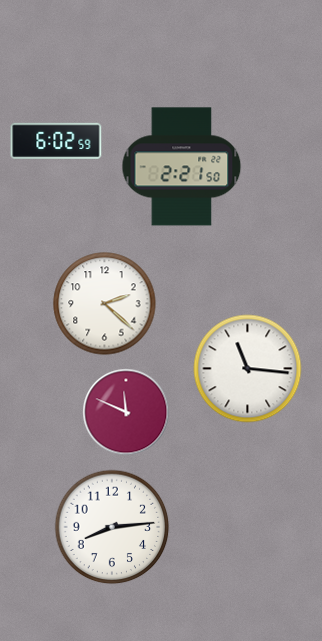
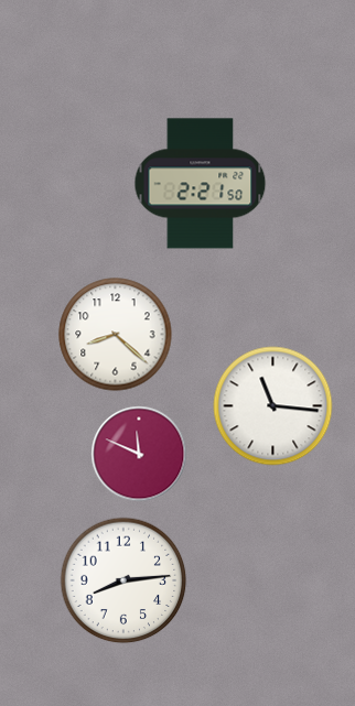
clock at (56, 141): 6:02 -> none
clock at (105, 304): 2:22 -> 8:22
